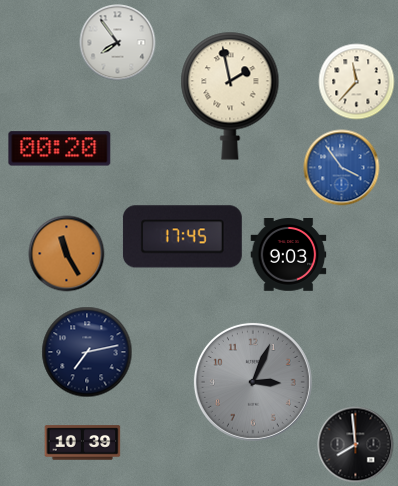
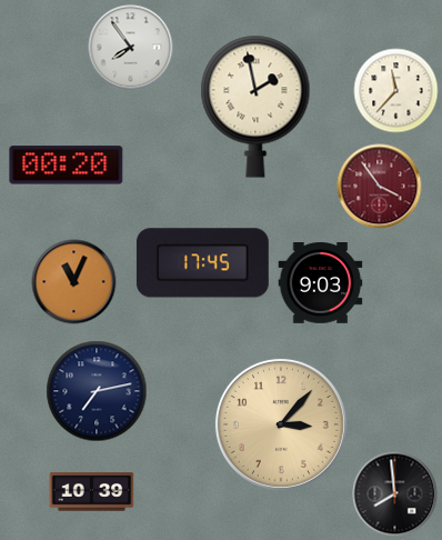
clock at (342, 168) dial: blue -> burgundy
clock at (67, 254): 11:25 -> 11:04
clock at (253, 382): 3:04 -> 3:07
clock at (253, 382) dial: grey -> champagne
